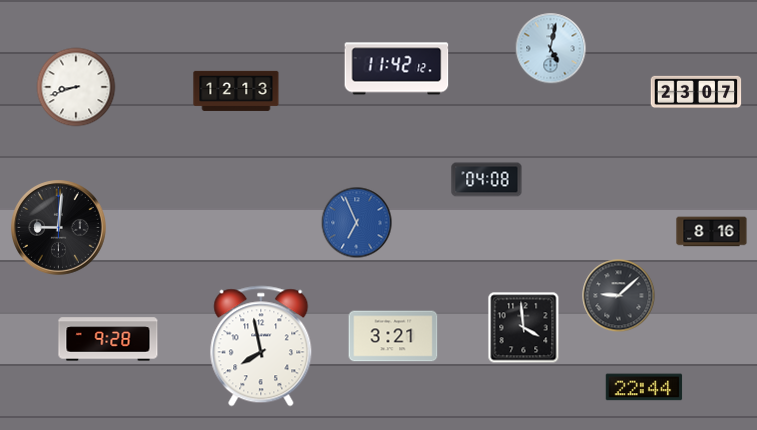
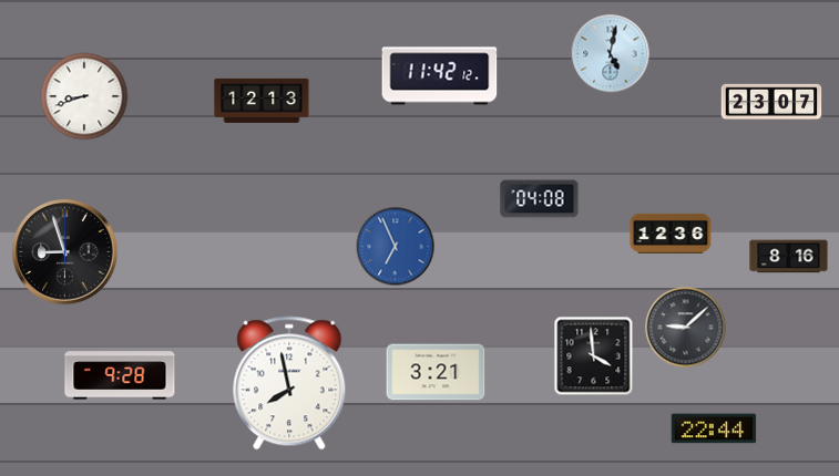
clock at (671, 234): none -> 12:36
clock at (59, 228): 9:01 -> 8:57
clock at (524, 328) position: (524, 328) -> (594, 356)
